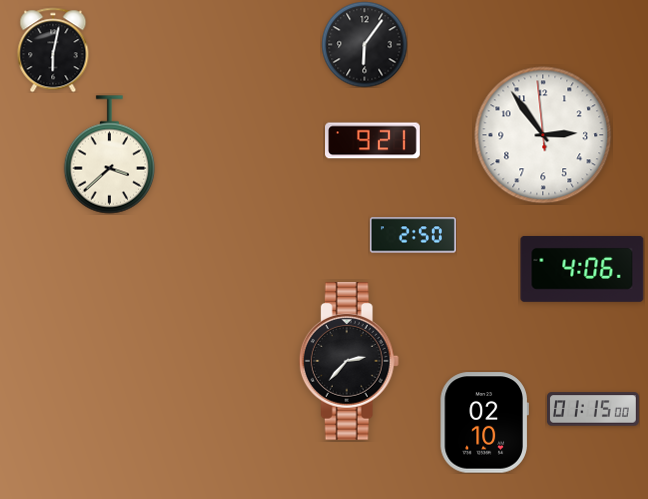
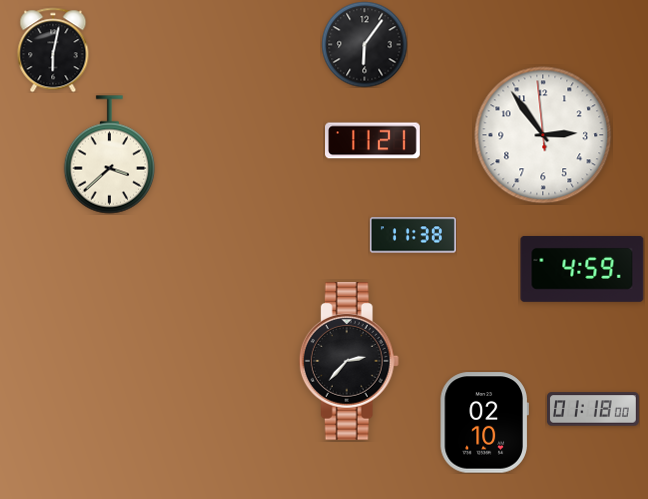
clock at (373, 141): 9:21 -> 11:21
clock at (413, 235): 2:50 -> 11:38
clock at (582, 269): 4:06 -> 4:59
clock at (593, 409): 01:15 -> 01:18
